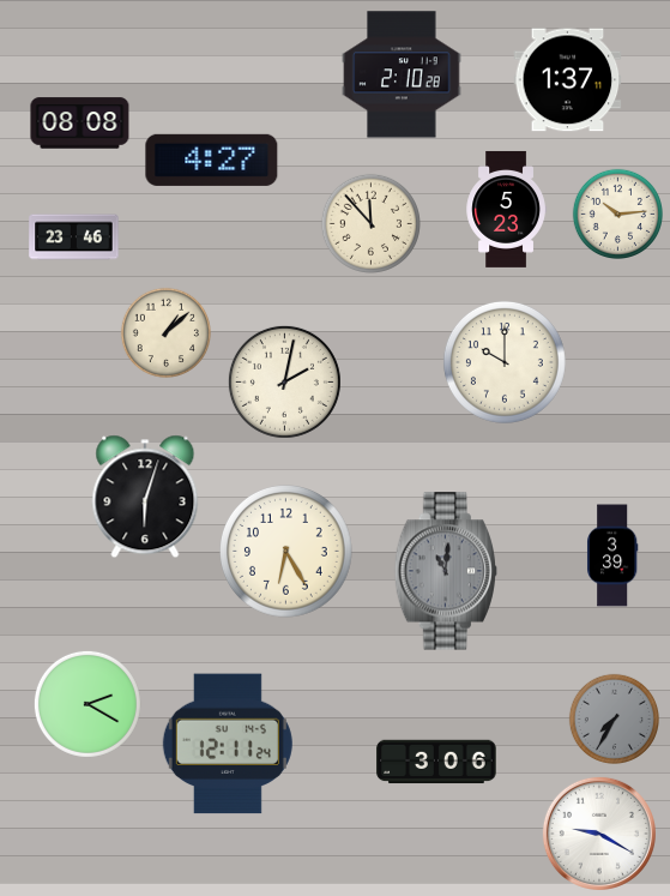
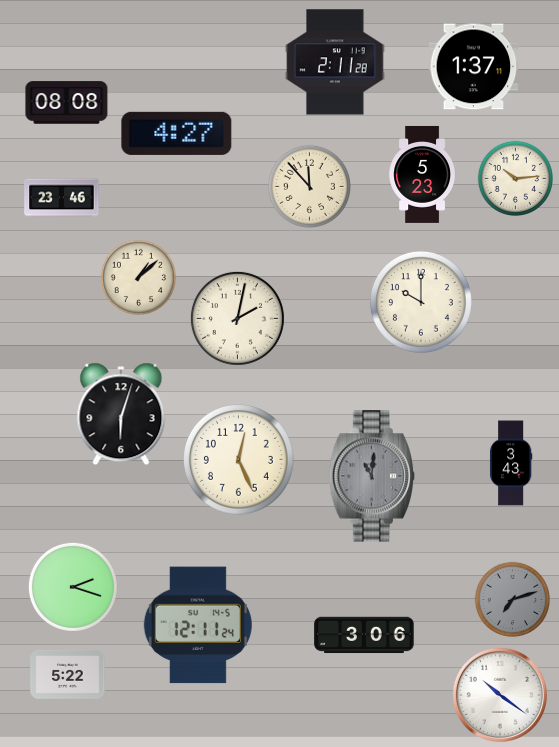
clock at (402, 74): 2:10 -> 2:11
clock at (286, 552): 6:25 -> 12:26
clock at (614, 555): 3:39 -> 3:43
clock at (87, 704): 2:20 -> 2:18
clock at (614, 718): 7:35 -> 7:12
clock at (228, 744) position: (228, 744) -> (198, 625)
clock at (68, 674): none -> 5:22
clock at (599, 834): 9:20 -> 10:21
